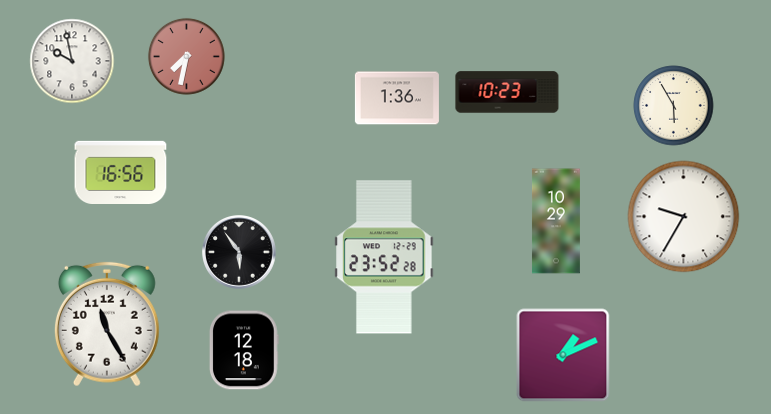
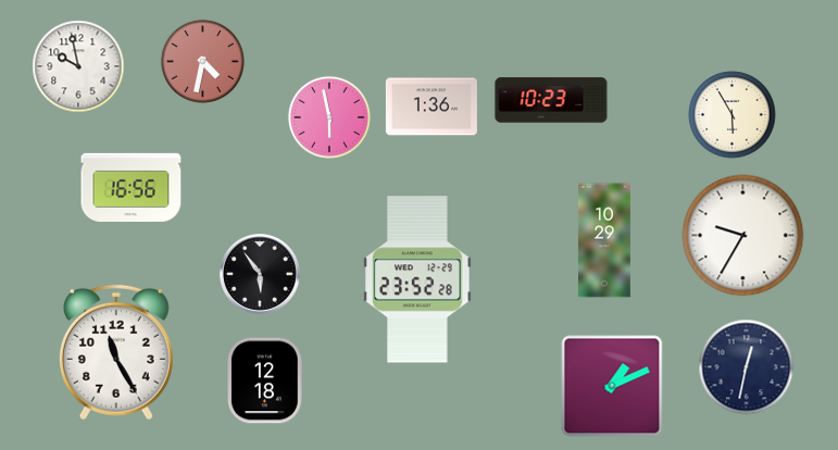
clock at (186, 56): 7:32 -> 4:32
clock at (329, 117): none -> 5:58
clock at (747, 367): none -> 12:32
